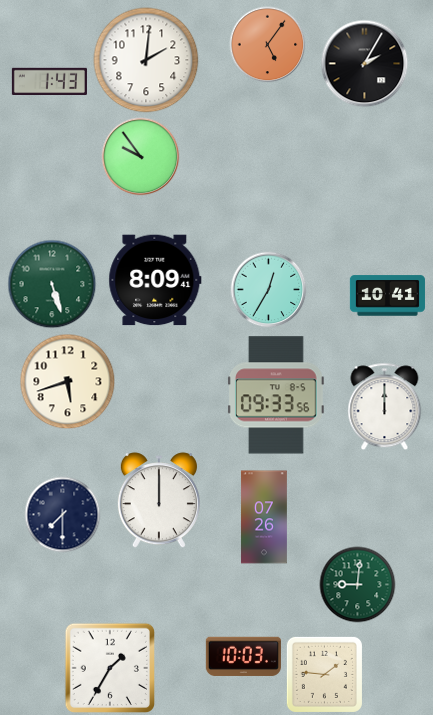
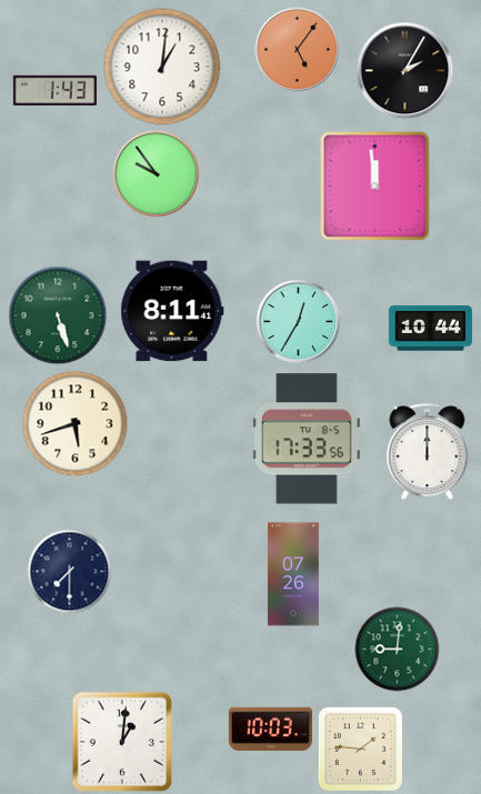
clock at (146, 60): 2:01 -> 1:01
clock at (375, 187): none -> 11:59
clock at (155, 280): 8:09 -> 8:11
clock at (387, 296): 10:41 -> 10:44
clock at (276, 395): 09:33 -> 17:33
clock at (159, 501): 12:00 -> none
clock at (109, 667): 1:35 -> 1:01
